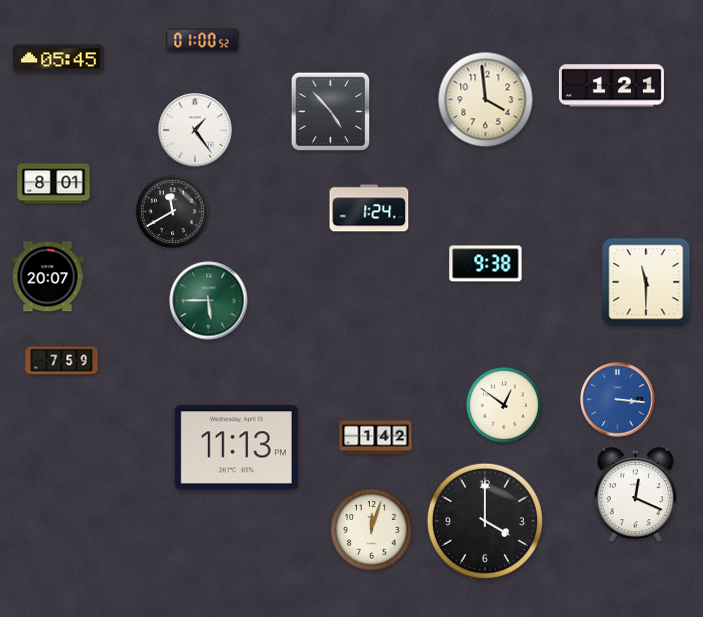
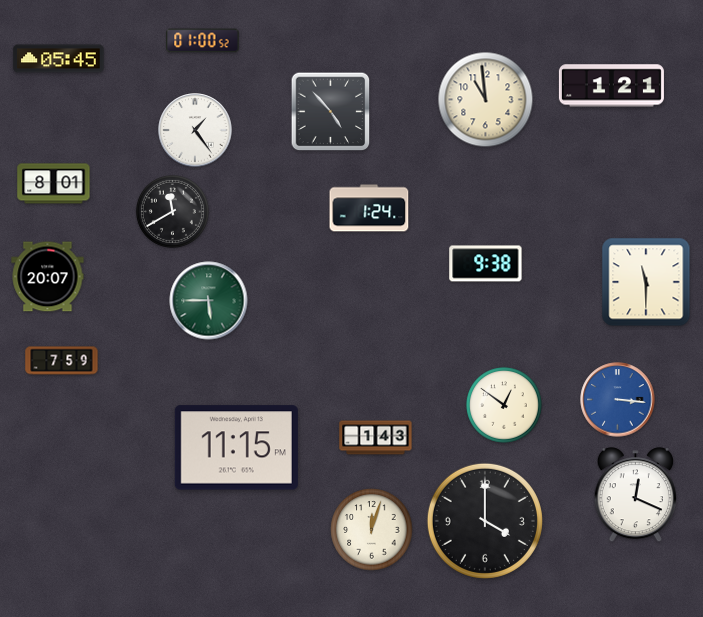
clock at (486, 100): 3:59 -> 10:59
clock at (376, 438): 1:42 -> 1:43
clock at (236, 448): 11:13 -> 11:15
